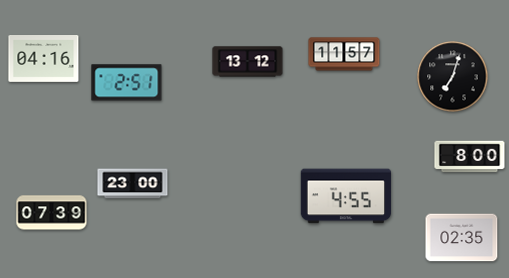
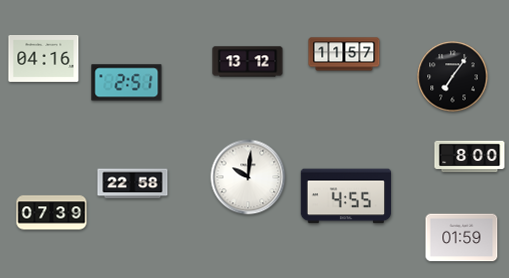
clock at (453, 77): 7:03 -> 7:06
clock at (248, 177): none -> 10:01
clock at (133, 184): 23:00 -> 22:58
clock at (462, 238): 02:35 -> 01:59
